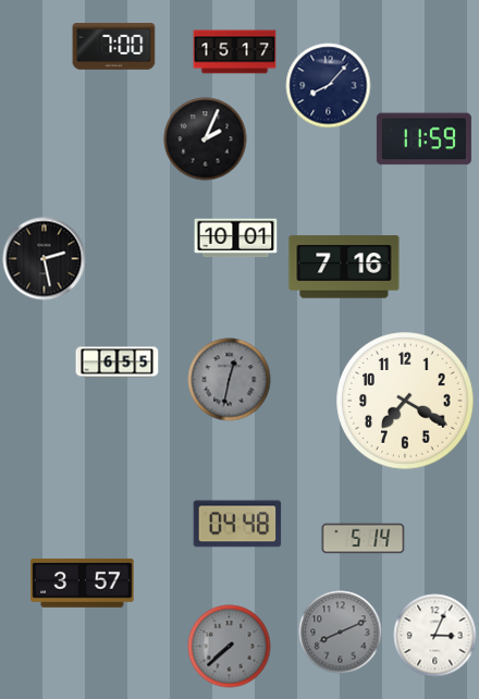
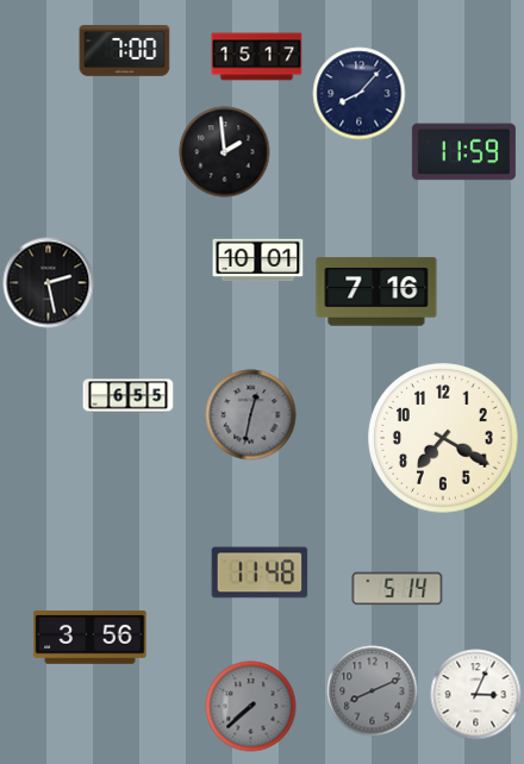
clock at (206, 139): 2:04 -> 1:59
clock at (237, 524): 04:48 -> 11:48
clock at (83, 582): 3:57 -> 3:56
